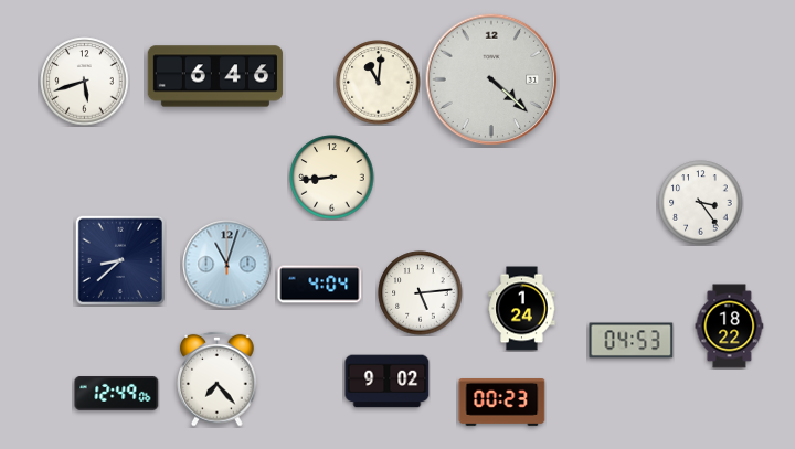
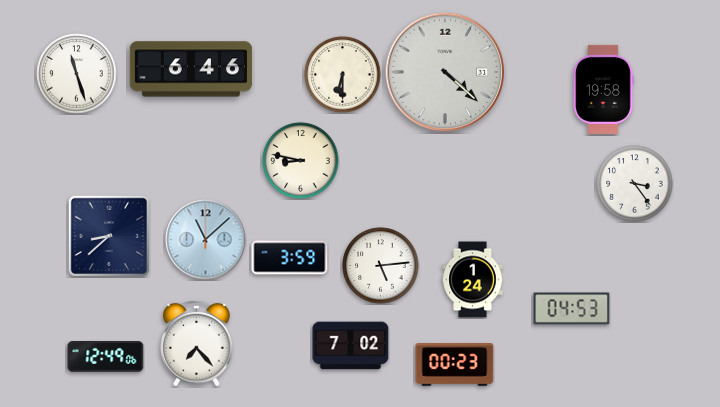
clock at (215, 76) position: (215, 76) -> (191, 69)
clock at (85, 82): 5:42 -> 11:27
clock at (379, 83): 11:01 -> 6:30
clock at (603, 89): none -> 19:58
clock at (332, 178): 8:44 -> 8:47
clock at (227, 265): 11:03 -> 11:08
clock at (320, 285): 4:04 -> 3:59
clock at (730, 327): 18:22 -> none
clock at (388, 382): 9:02 -> 7:02
